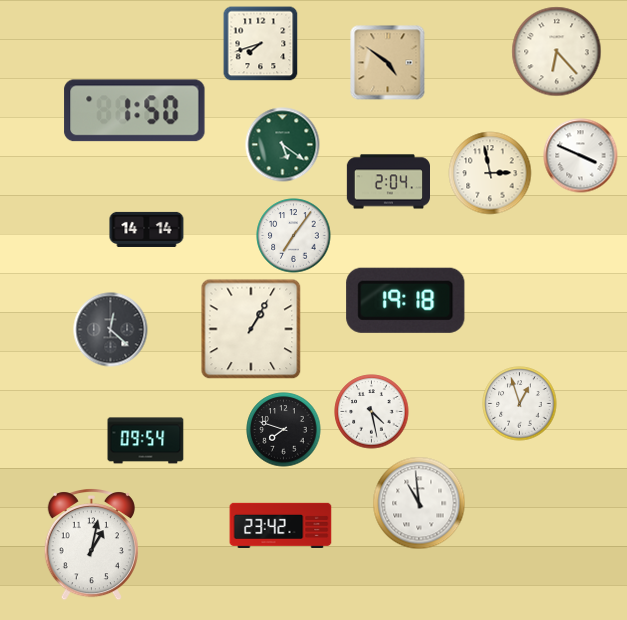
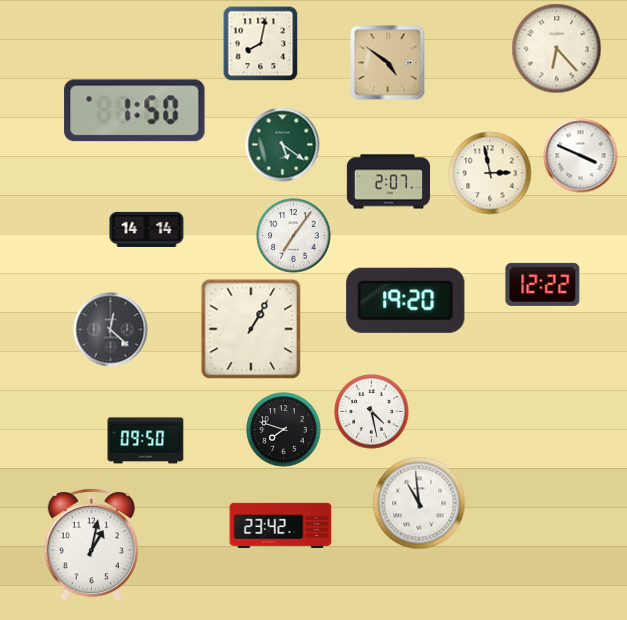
clock at (261, 44): 7:42 -> 8:02
clock at (557, 52) position: (557, 52) -> (557, 49)
clock at (388, 182): 2:04 -> 2:07
clock at (543, 284): none -> 12:22
clock at (406, 300): 19:18 -> 19:20
clock at (520, 404): 12:57 -> none
clock at (146, 441): 09:54 -> 09:50
